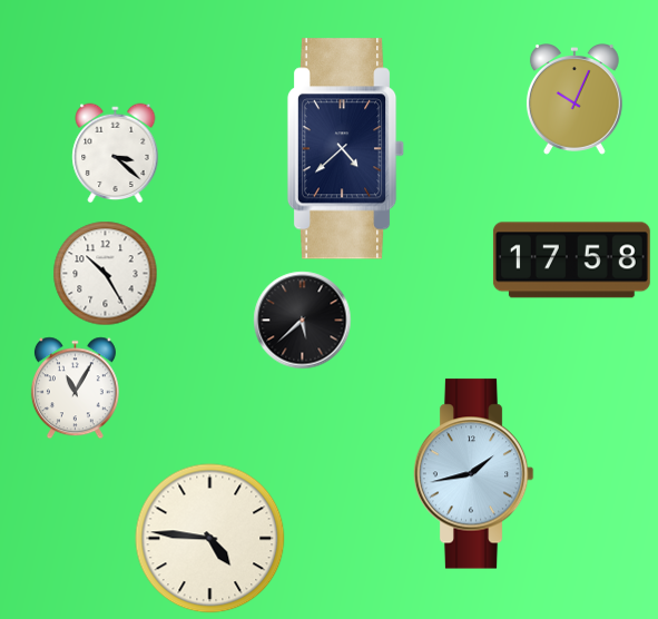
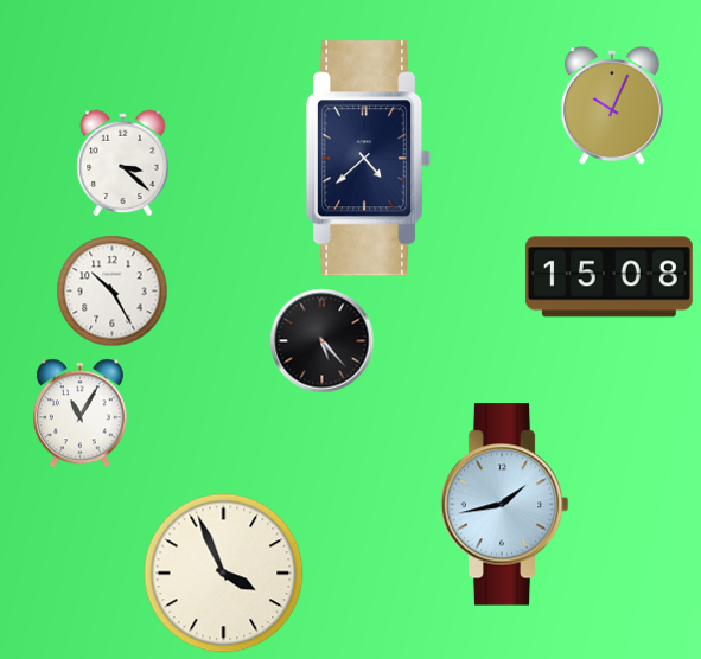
clock at (571, 261): 17:58 -> 15:08
clock at (303, 321): 5:38 -> 5:23
clock at (210, 539): 4:46 -> 3:56
